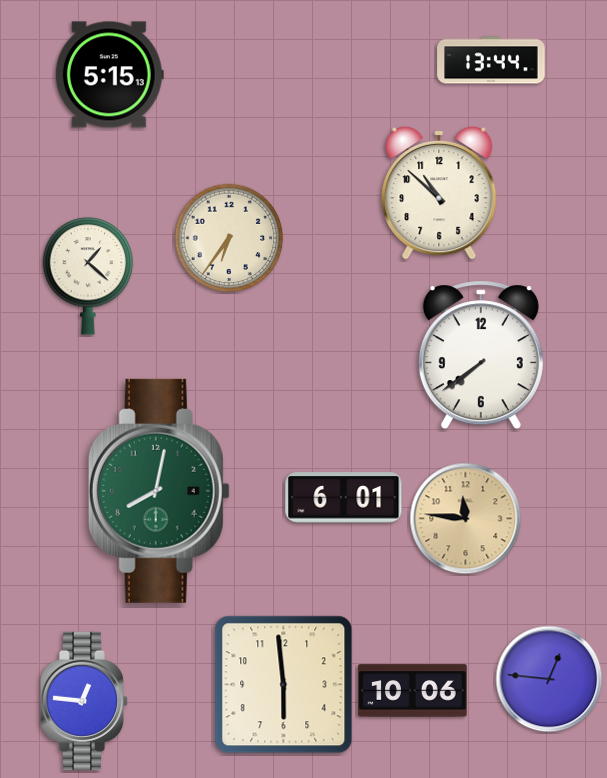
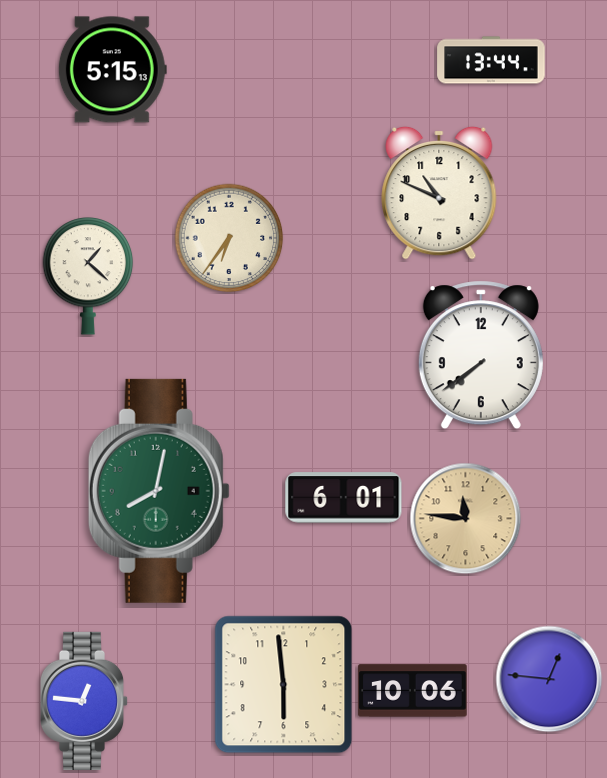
clock at (109, 75) position: (109, 75) -> (112, 70)
clock at (439, 193): 10:52 -> 10:49
